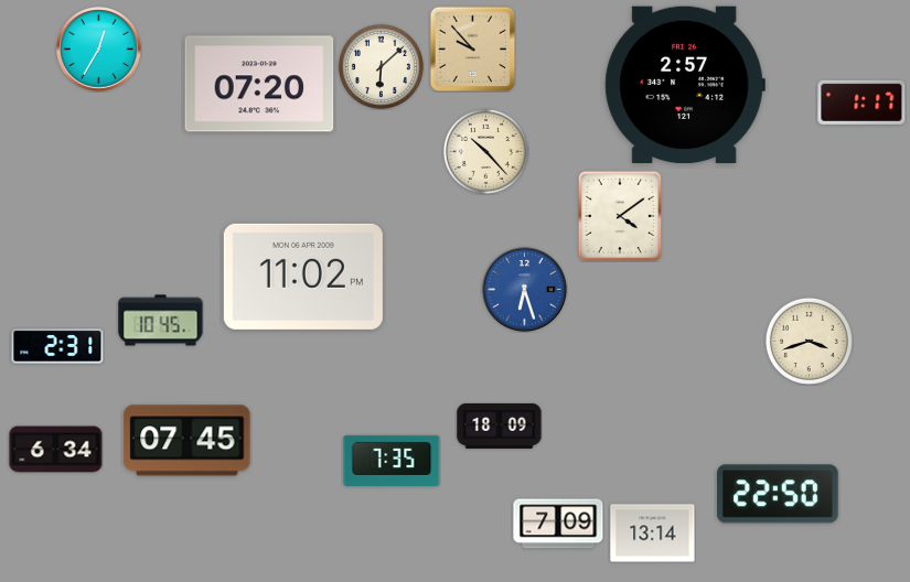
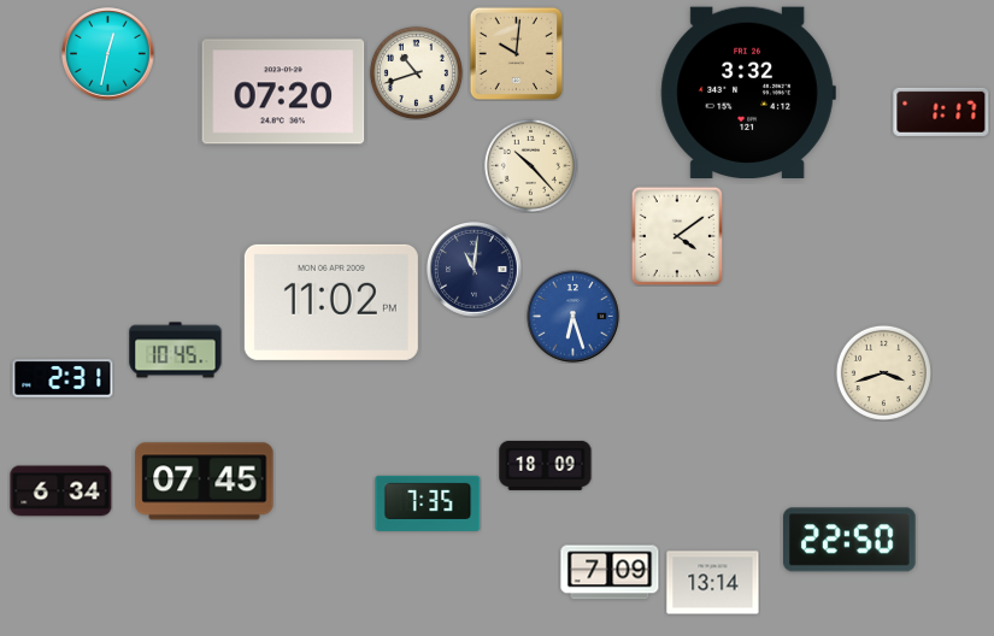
clock at (472, 48): 9:53 -> 10:01
clock at (99, 50): 12:35 -> 12:32
clock at (381, 66): 6:08 -> 10:42
clock at (685, 84): 2:57 -> 3:32
clock at (475, 270): none -> 11:01
